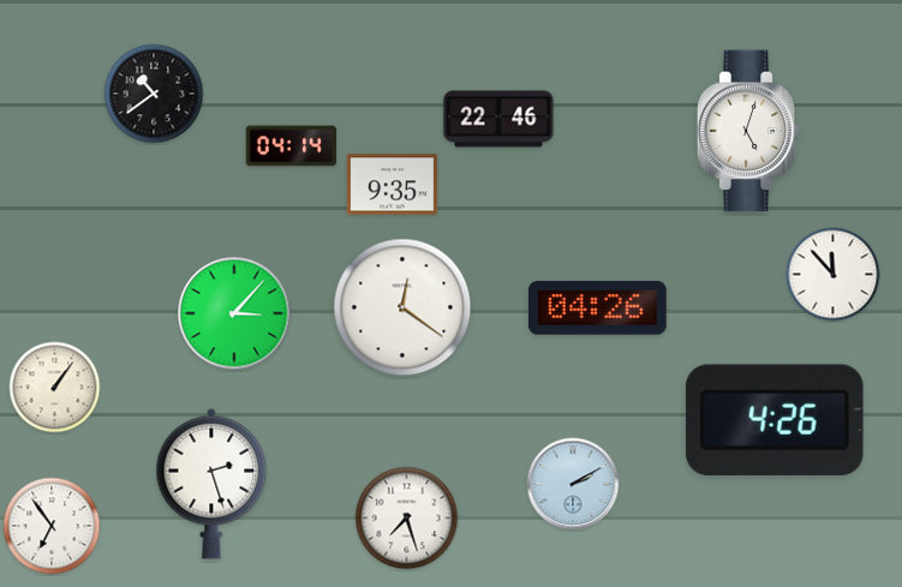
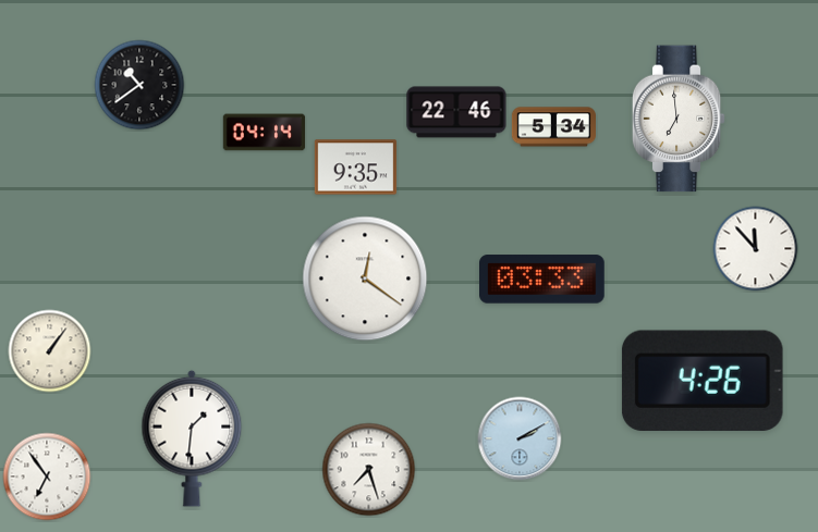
clock at (498, 119) position: (498, 119) -> (456, 112)
clock at (748, 131): 5:03 -> 6:59
clock at (553, 127): none -> 5:34
clock at (598, 309): 04:26 -> 03:33
clock at (234, 313): 3:07 -> none
clock at (211, 484): 2:27 -> 1:31
